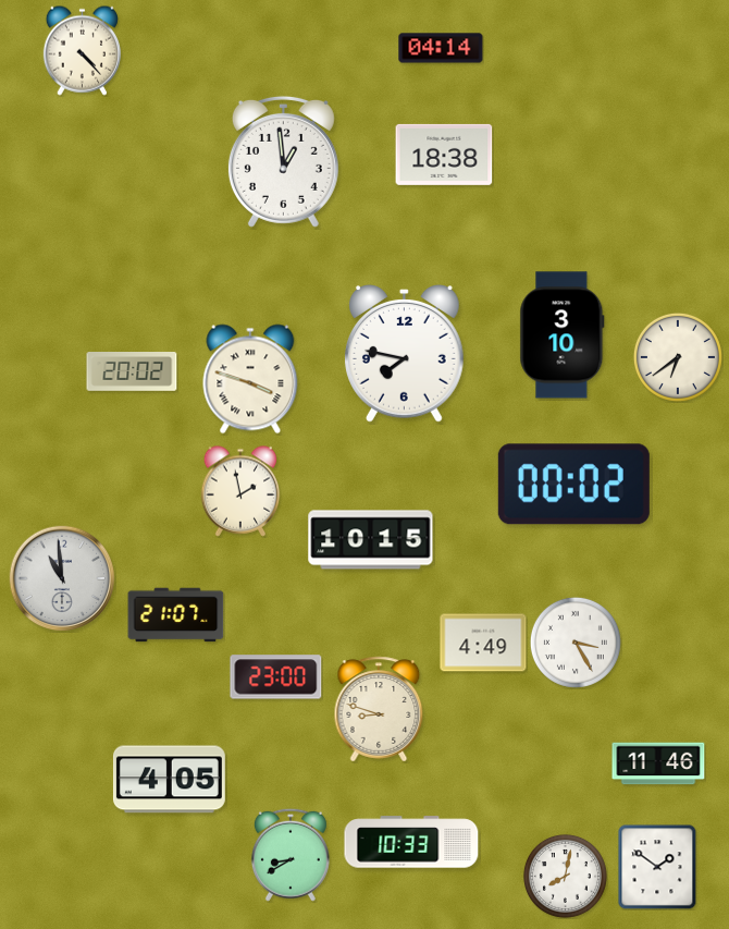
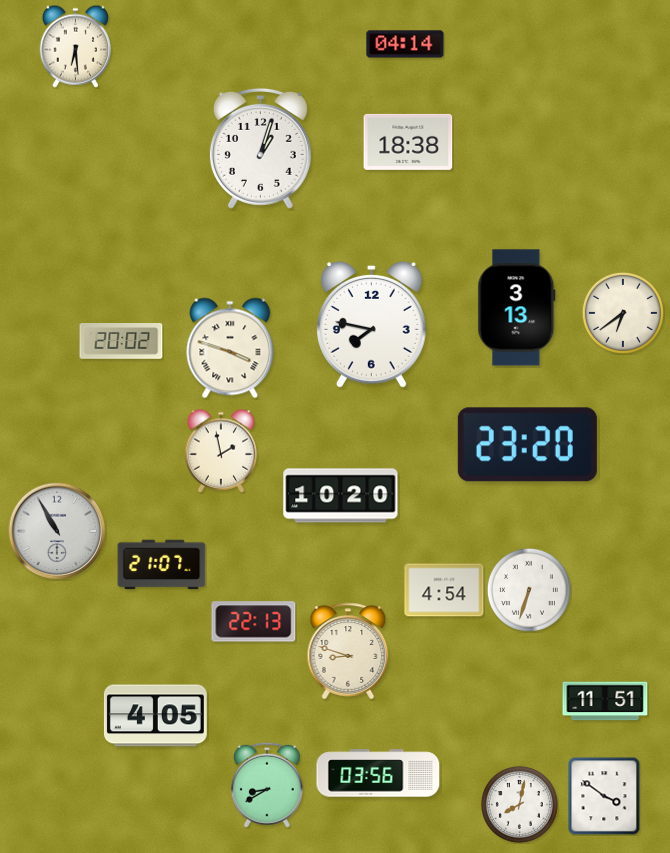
clock at (82, 50): 4:23 -> 6:29
clock at (283, 161): 12:59 -> 1:03
clock at (563, 335): 3:10 -> 3:13
clock at (678, 357) position: (678, 357) -> (623, 313)
clock at (573, 485): 00:02 -> 23:20
clock at (371, 540): 10:15 -> 10:20
clock at (62, 578): 10:59 -> 10:55
clock at (483, 643): 4:49 -> 4:54
clock at (576, 643): 3:25 -> 6:33
clock at (276, 677): 23:00 -> 22:13
clock at (658, 763): 11:46 -> 11:51
clock at (411, 842): 10:33 -> 03:56
clock at (657, 867): 1:51 -> 3:51
